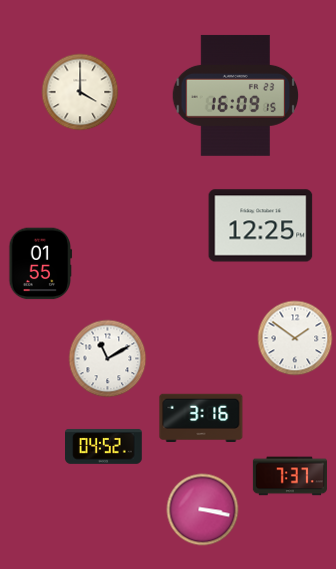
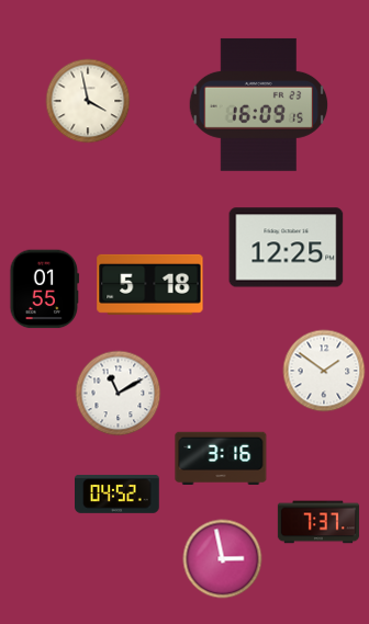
clock at (80, 92): 4:00 -> 3:58
clock at (150, 284): none -> 5:18
clock at (104, 446) position: (104, 446) -> (118, 493)
clock at (203, 510): 3:17 -> 2:58
